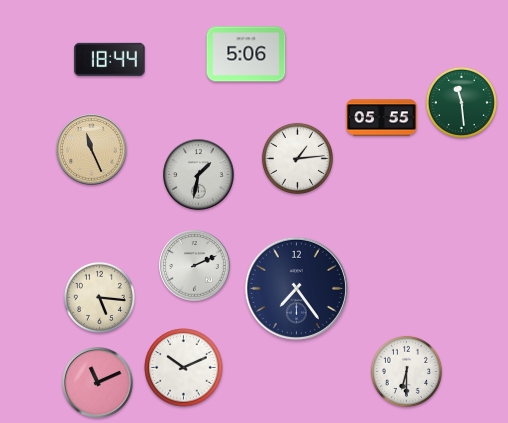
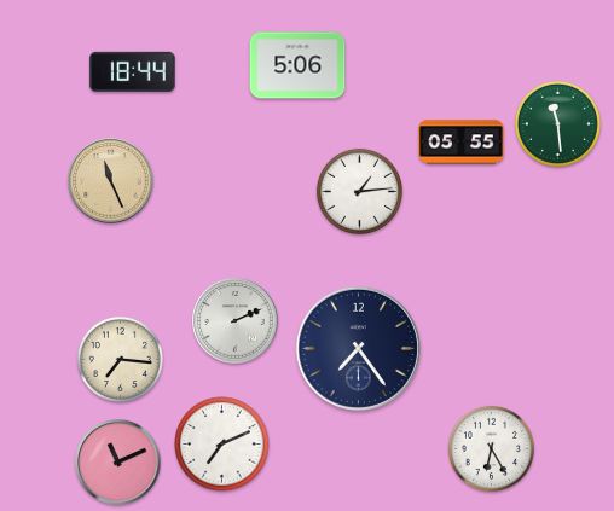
clock at (199, 175): 1:32 -> none
clock at (99, 297): 5:16 -> 7:16
clock at (184, 368): 10:11 -> 7:11
clock at (406, 371): 6:30 -> 6:25
